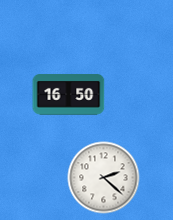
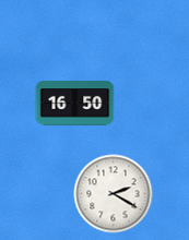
clock at (104, 178): 2:22 -> 2:20
